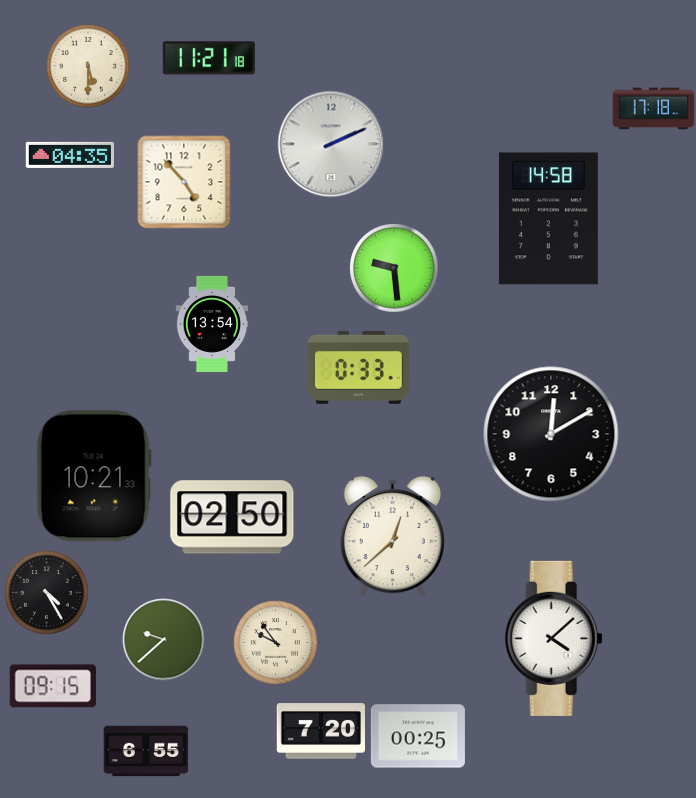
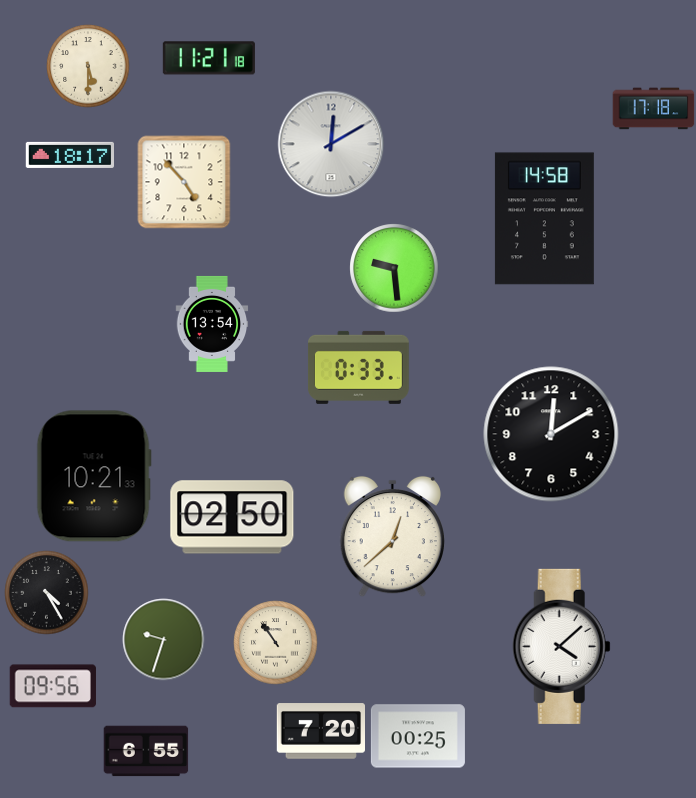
clock at (331, 144): 2:11 -> 12:10
clock at (69, 155): 04:35 -> 18:17
clock at (548, 219) position: (548, 219) -> (544, 219)
clock at (553, 638) position: (553, 638) -> (561, 646)
clock at (163, 639): 9:38 -> 9:33
clock at (275, 642): 9:54 -> 10:54
clock at (52, 686): 09:15 -> 09:56
